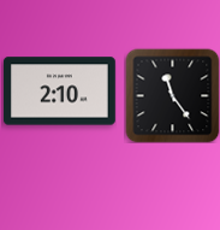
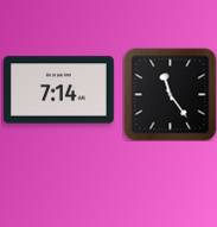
clock at (59, 92): 2:10 -> 7:14
